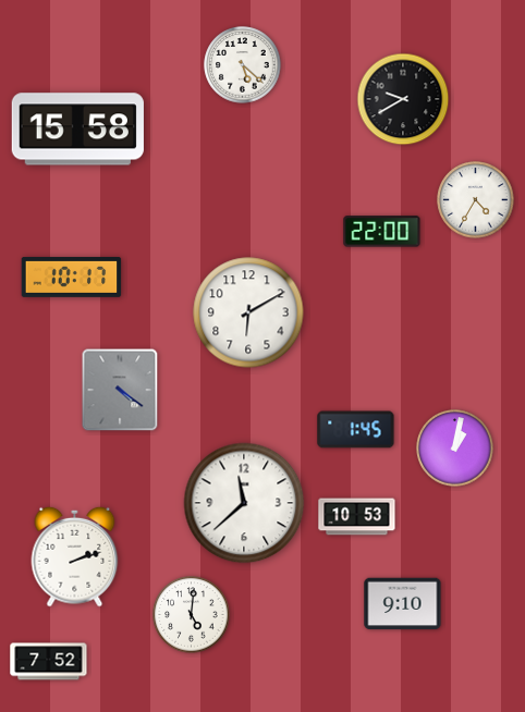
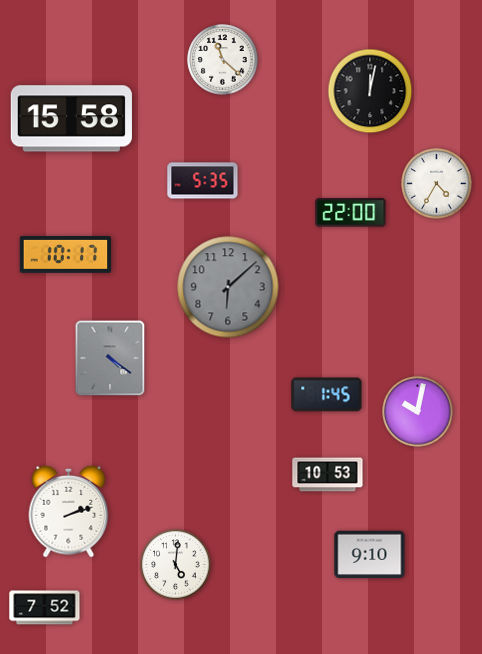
clock at (243, 65): 5:22 -> 11:22
clock at (403, 99): 9:40 -> 12:02
clock at (203, 181): none -> 5:35
clock at (248, 312): 6:10 -> 6:08
clock at (248, 312) dial: white -> grey
clock at (455, 449): 1:02 -> 10:02
clock at (244, 503): 11:38 -> none
